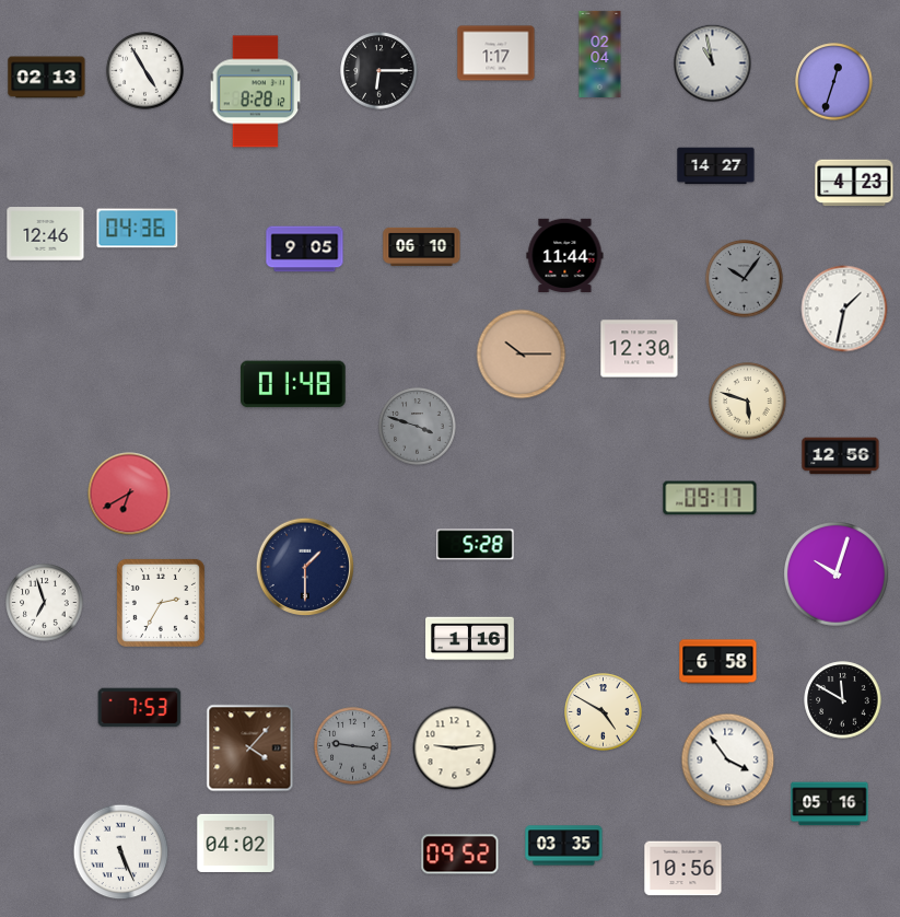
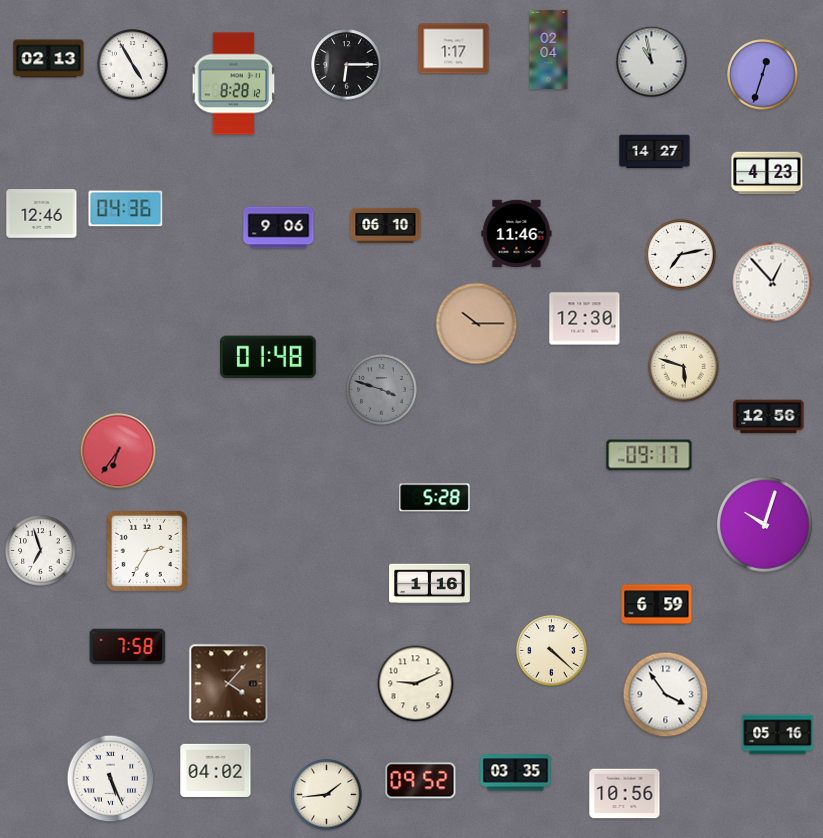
clock at (713, 63) position: (713, 63) -> (652, 62)
clock at (47, 78) position: (47, 78) -> (49, 59)
clock at (854, 183) position: (854, 183) -> (767, 173)
clock at (305, 249): 9:05 -> 9:06
clock at (565, 255): 11:44 -> 11:46
clock at (745, 279): 10:06 -> 7:13
clock at (745, 279) dial: grey -> white
clock at (844, 309): 1:32 -> 12:53
clock at (294, 384) position: (294, 384) -> (269, 357)
clock at (129, 494): 6:40 -> 6:36
clock at (305, 567): 1:30 -> none
clock at (718, 662): 6:58 -> 6:59
clock at (843, 700): 11:50 -> none
clock at (140, 708): 7:53 -> 7:58
clock at (604, 712): 4:50 -> 4:22
clock at (353, 746): 9:16 -> none
clock at (455, 748): 9:14 -> 9:11
clock at (830, 804) position: (830, 804) -> (778, 735)
clock at (327, 795): none -> 1:44
